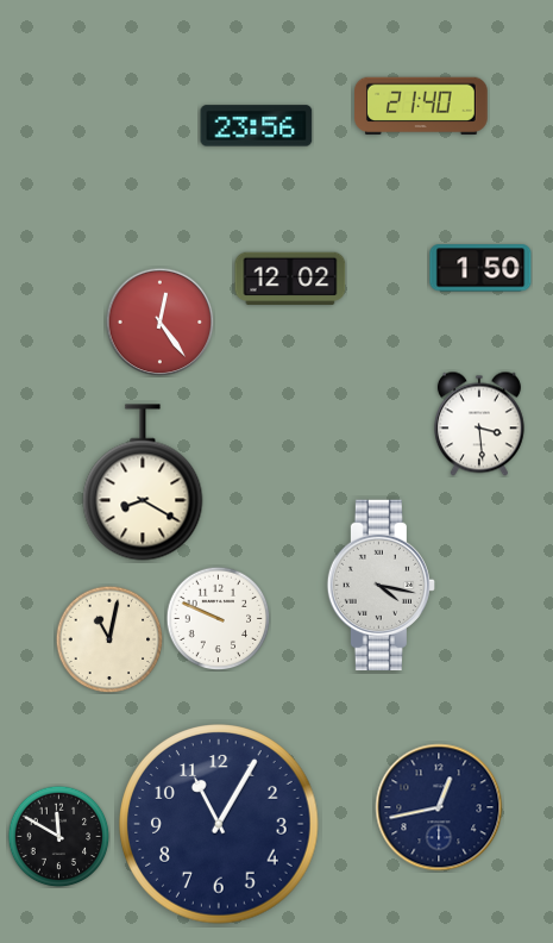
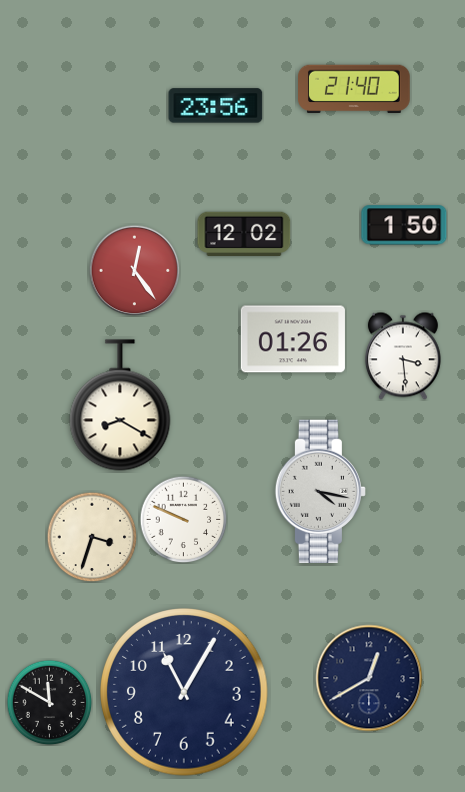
clock at (293, 339): none -> 01:26
clock at (109, 639): 11:02 -> 3:33
clock at (439, 807): 12:43 -> 12:40
